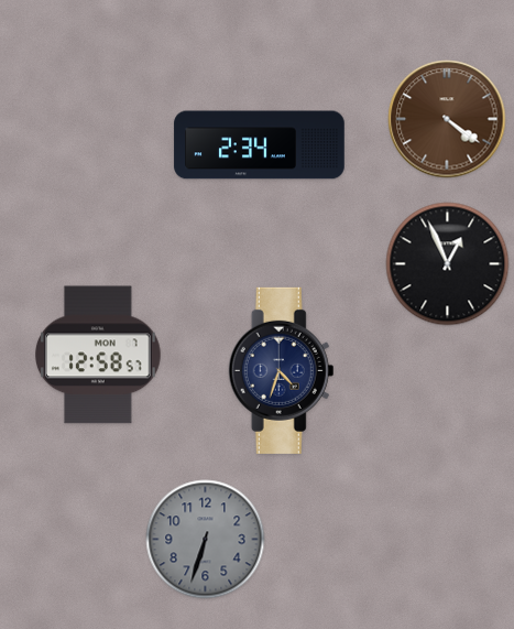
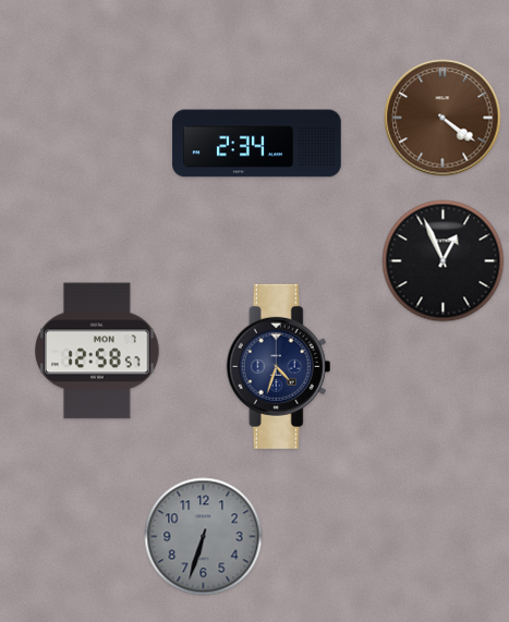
clock at (206, 540) position: (206, 540) -> (204, 537)
